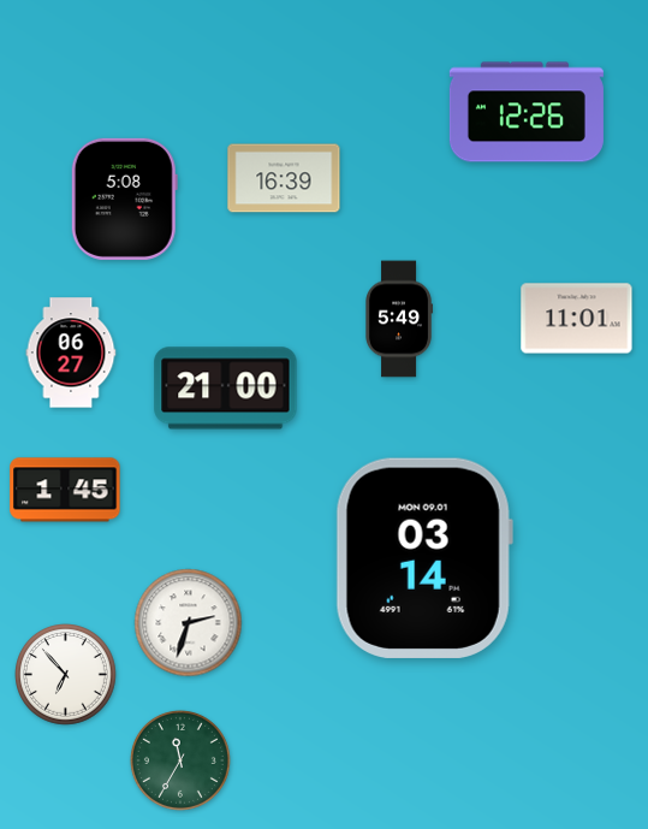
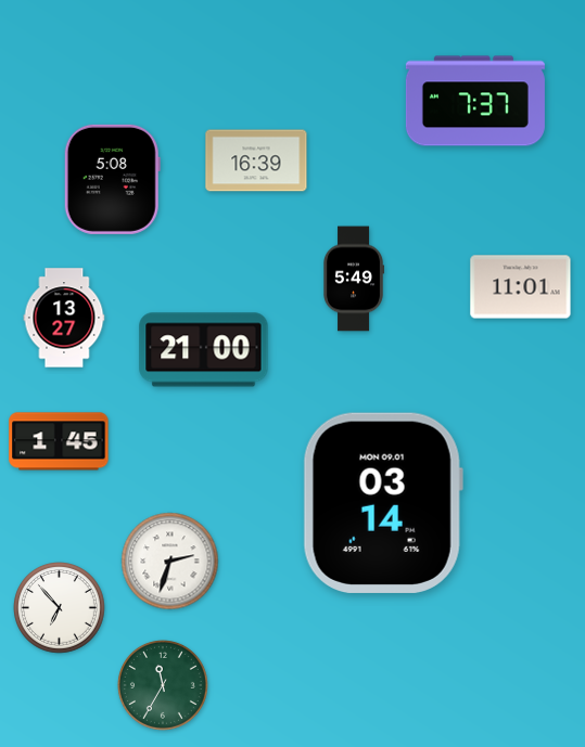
clock at (527, 112): 12:26 -> 7:37
clock at (399, 319) position: (399, 319) -> (354, 279)
clock at (71, 353): 06:27 -> 13:27
